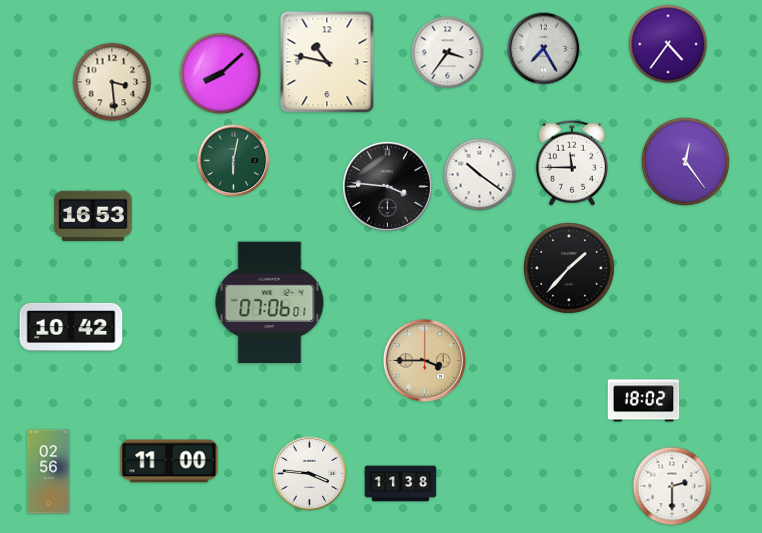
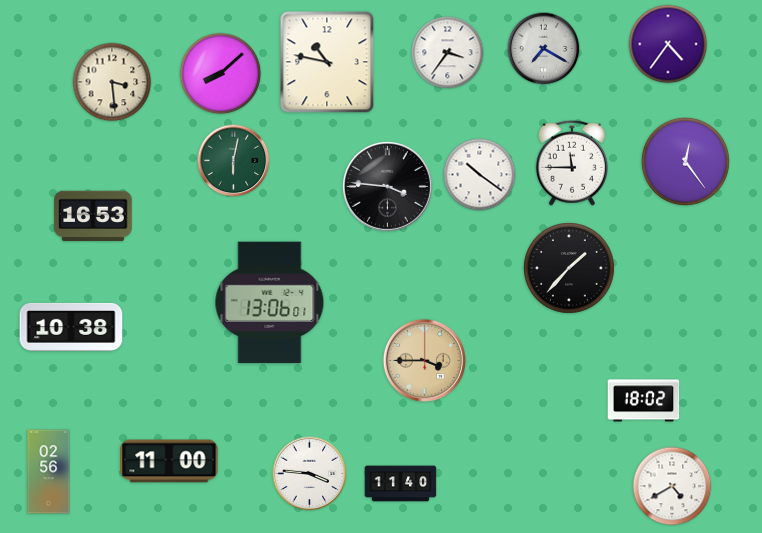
clock at (544, 49): 7:25 -> 7:20
clock at (270, 303): 07:06 -> 13:06
clock at (71, 327): 10:42 -> 10:38
clock at (401, 484): 11:38 -> 11:40
clock at (672, 486): 2:30 -> 4:40
